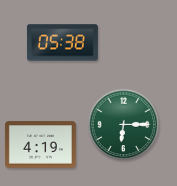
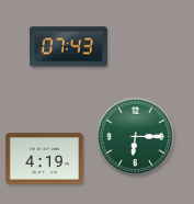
clock at (62, 43): 05:38 -> 07:43
